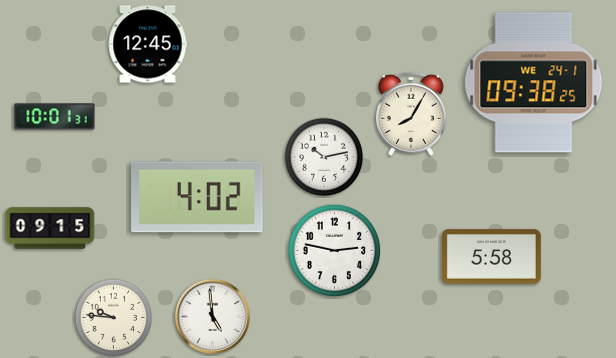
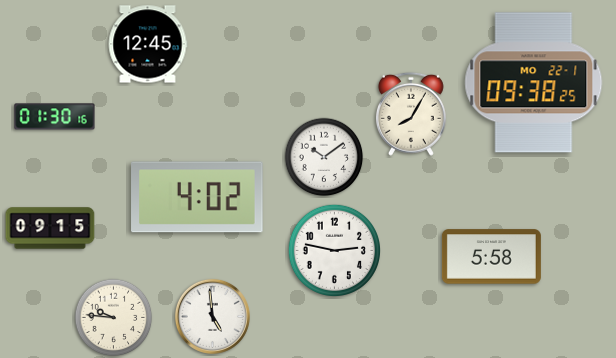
clock at (534, 83) date: WE 24-1 -> MO 22-1
clock at (55, 117): 10:01 -> 01:30
clock at (324, 157): 10:13 -> 10:09
